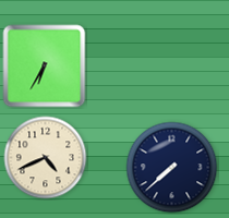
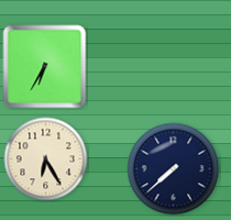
clock at (46, 158): 4:41 -> 6:25
